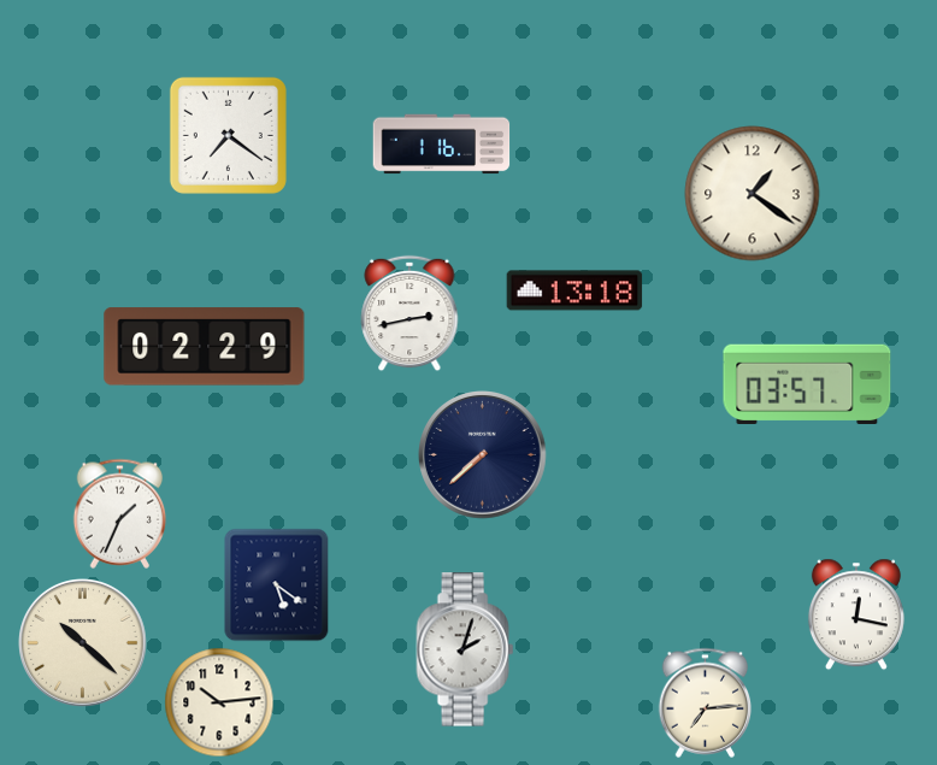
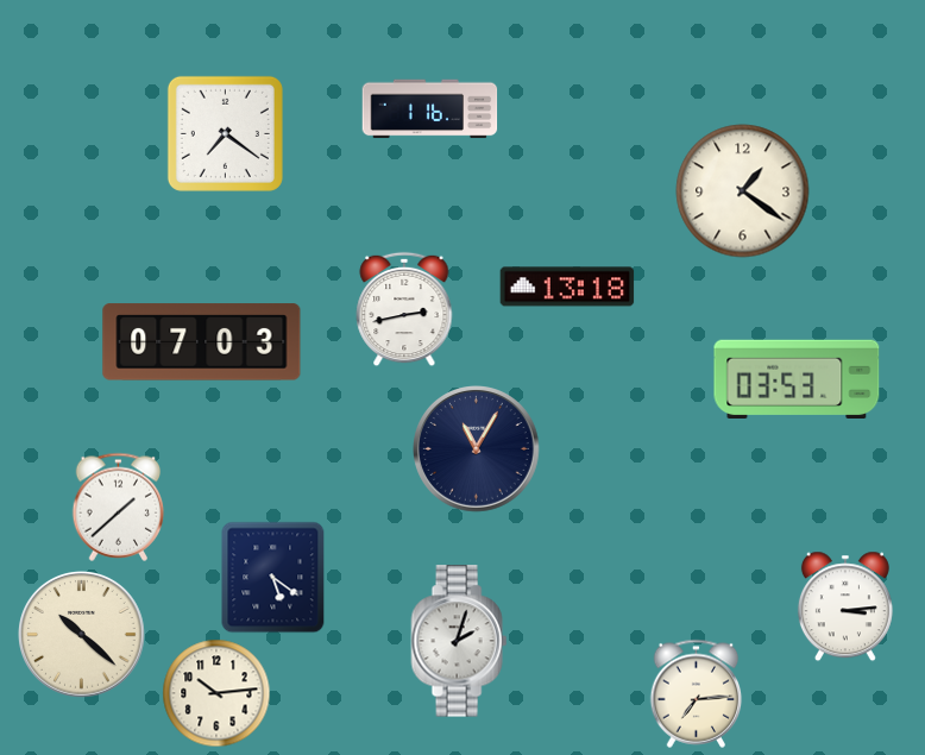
clock at (442, 145) position: (442, 145) -> (430, 109)
clock at (205, 347): 02:29 -> 07:03
clock at (807, 383): 03:57 -> 03:53
clock at (483, 455): 7:38 -> 11:05
clock at (120, 513): 1:34 -> 1:38
clock at (856, 614): 12:17 -> 3:14
